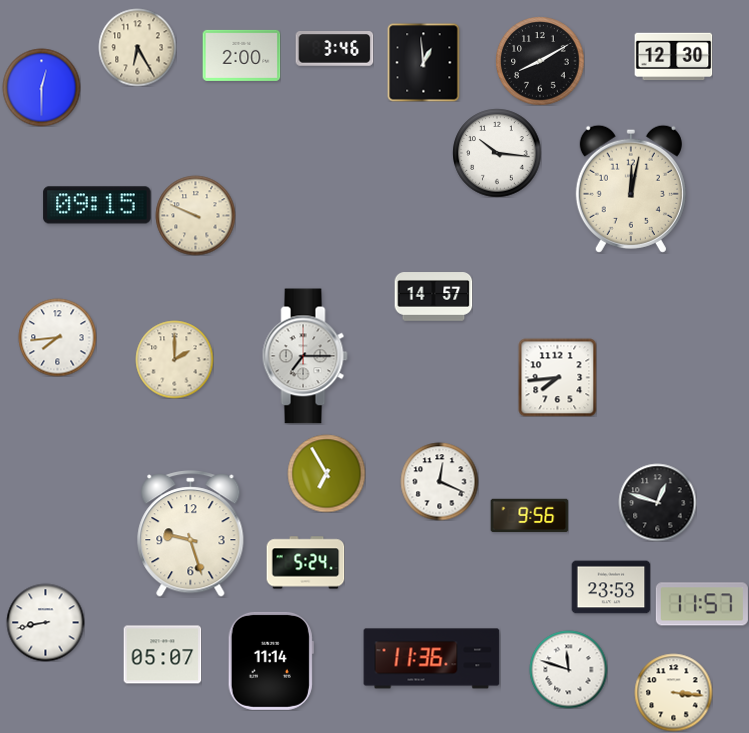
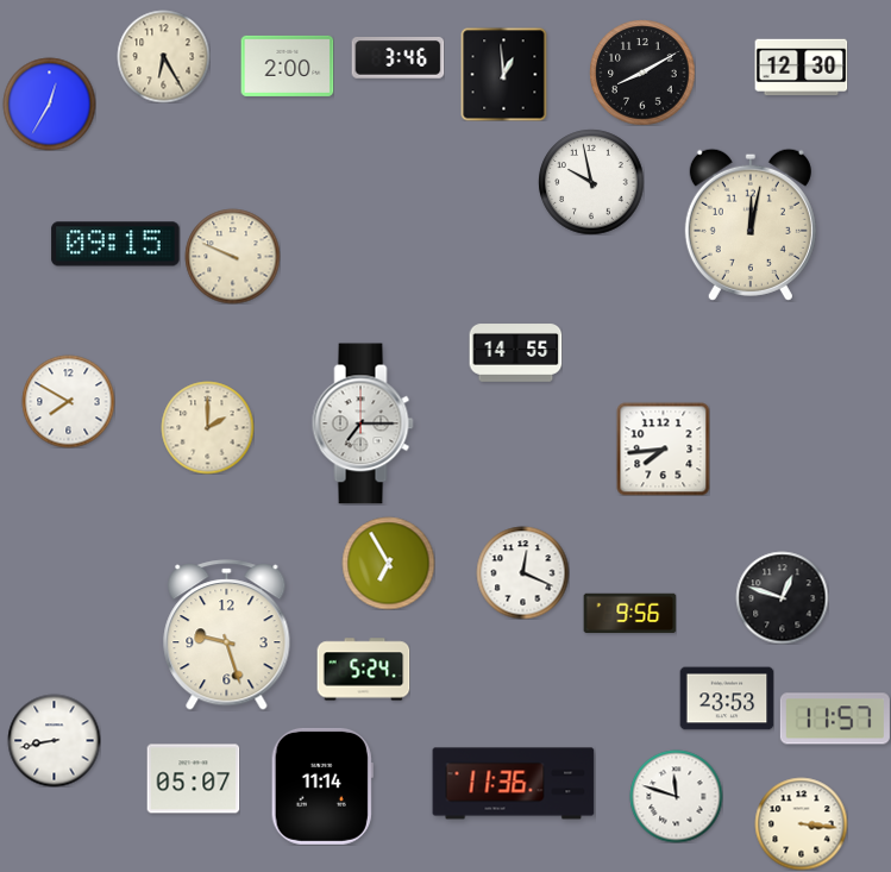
clock at (41, 87): 12:30 -> 12:35
clock at (497, 153): 10:16 -> 9:58
clock at (433, 297): 14:57 -> 14:55
clock at (57, 337): 7:44 -> 7:50
